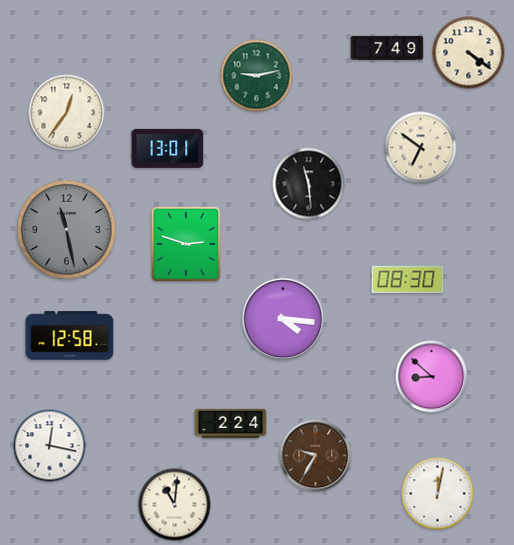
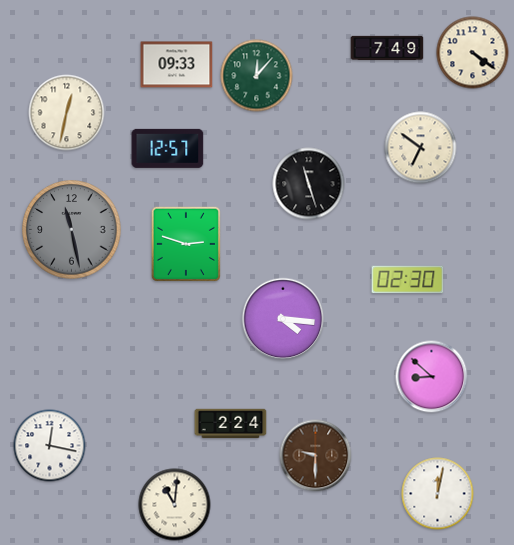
clock at (469, 53) position: (469, 53) -> (473, 53)
clock at (177, 65): none -> 09:33
clock at (257, 76): 9:13 -> 12:07
clock at (67, 113): 12:36 -> 12:32
clock at (168, 148): 13:01 -> 12:57
clock at (309, 184): 11:29 -> 11:27
clock at (67, 230) position: (67, 230) -> (72, 230)
clock at (408, 280): 08:30 -> 02:30
clock at (70, 336): 12:58 -> none
clock at (316, 456): 9:35 -> 9:30
